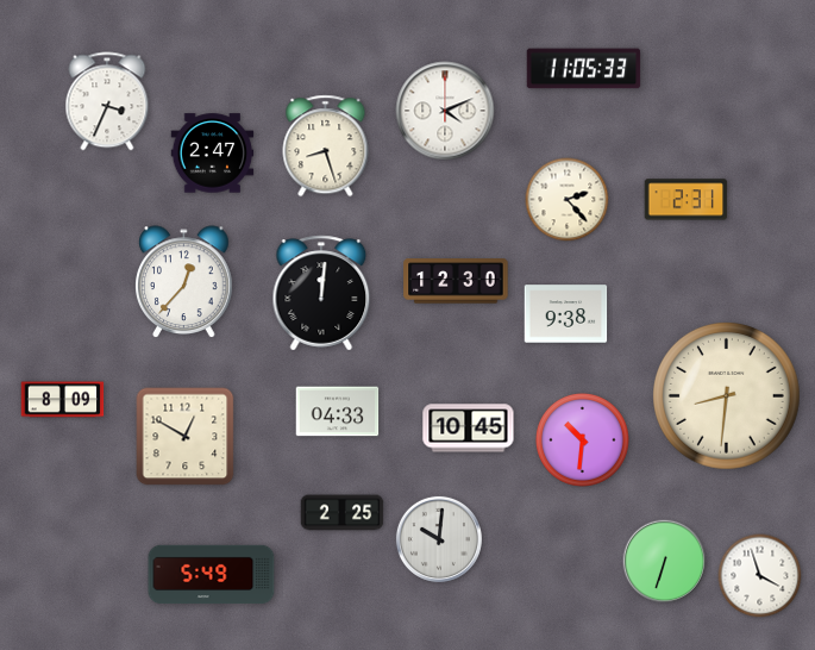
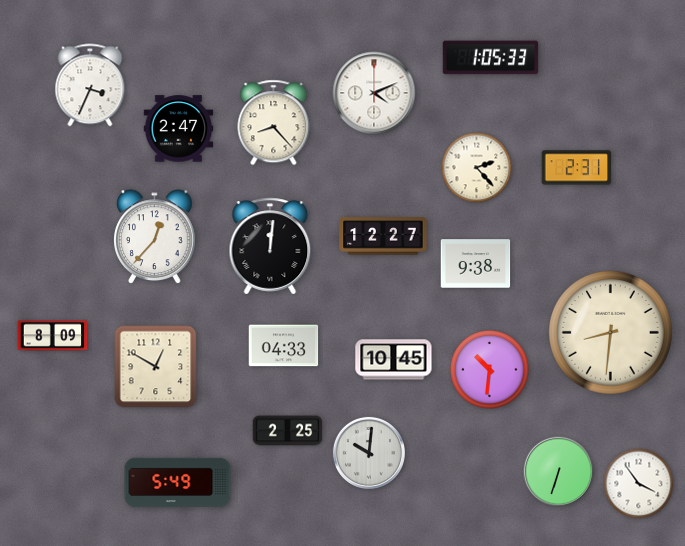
clock at (584, 69): 11:05 -> 1:05
clock at (326, 146): 8:27 -> 8:23
clock at (456, 281): 12:30 -> 12:27
clock at (760, 576): 3:57 -> 3:54
